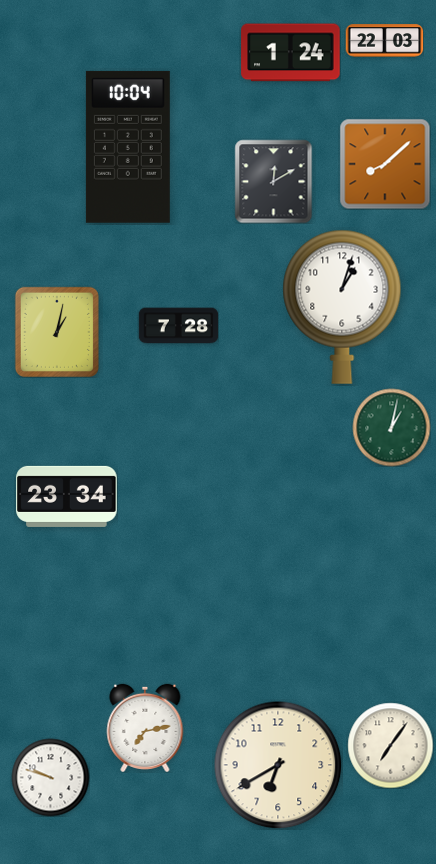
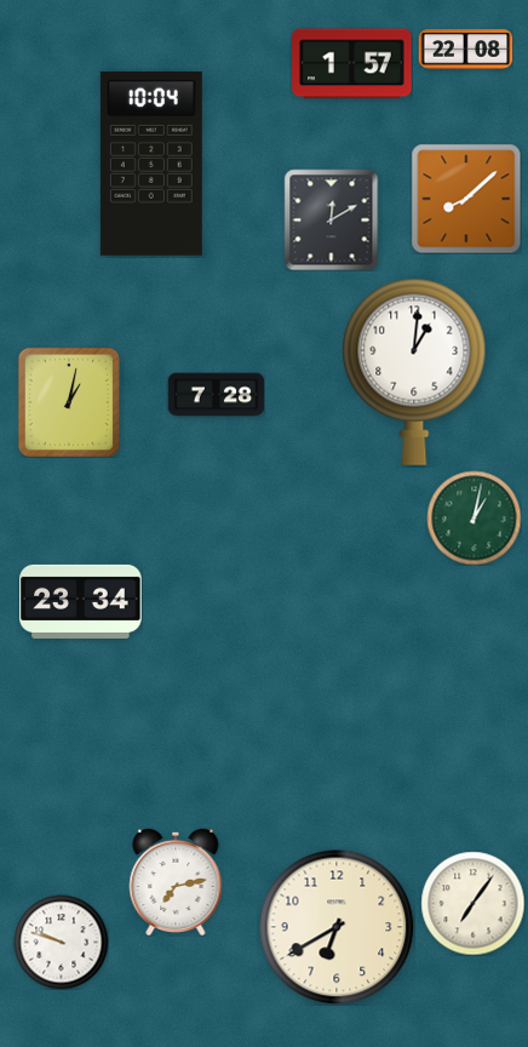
clock at (384, 41): 22:03 -> 22:08
clock at (291, 53): 1:24 -> 1:57
clock at (128, 147) position: (128, 147) -> (151, 164)
clock at (342, 307): 1:03 -> 1:01
